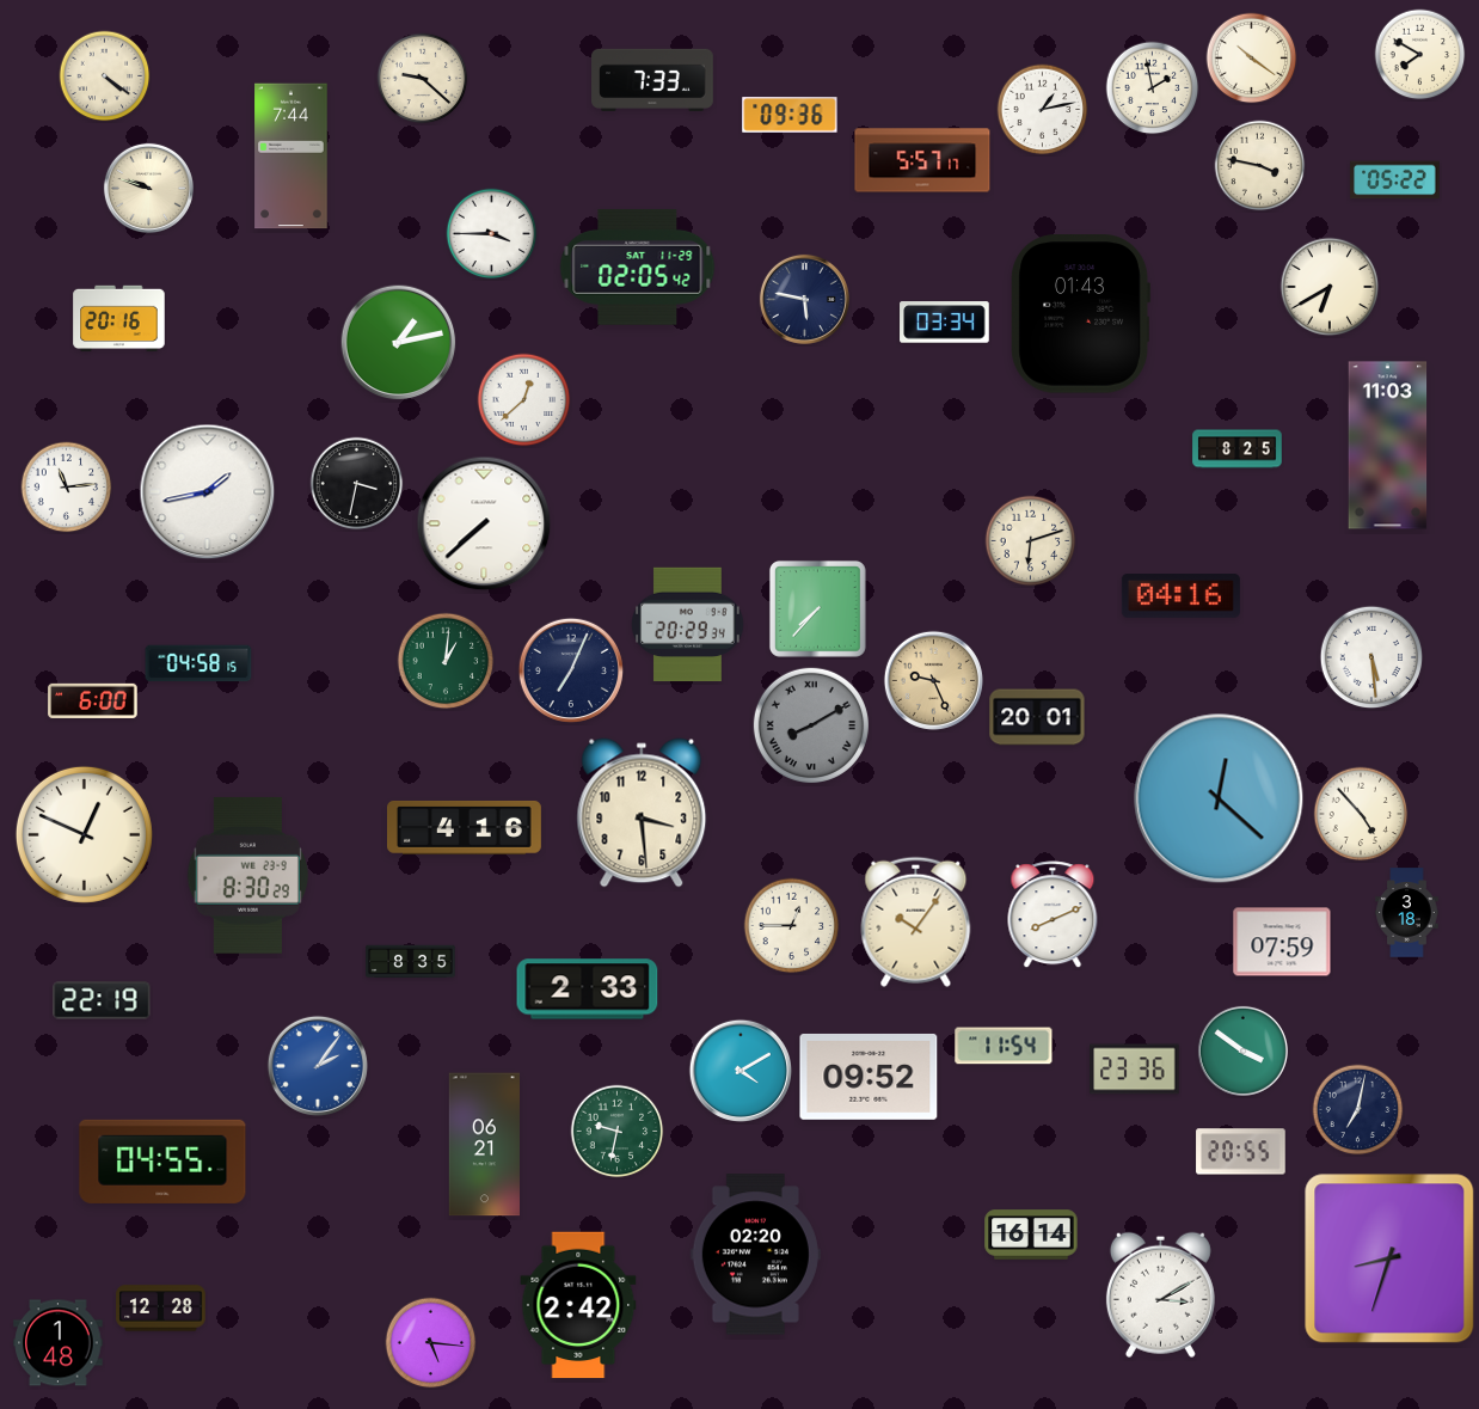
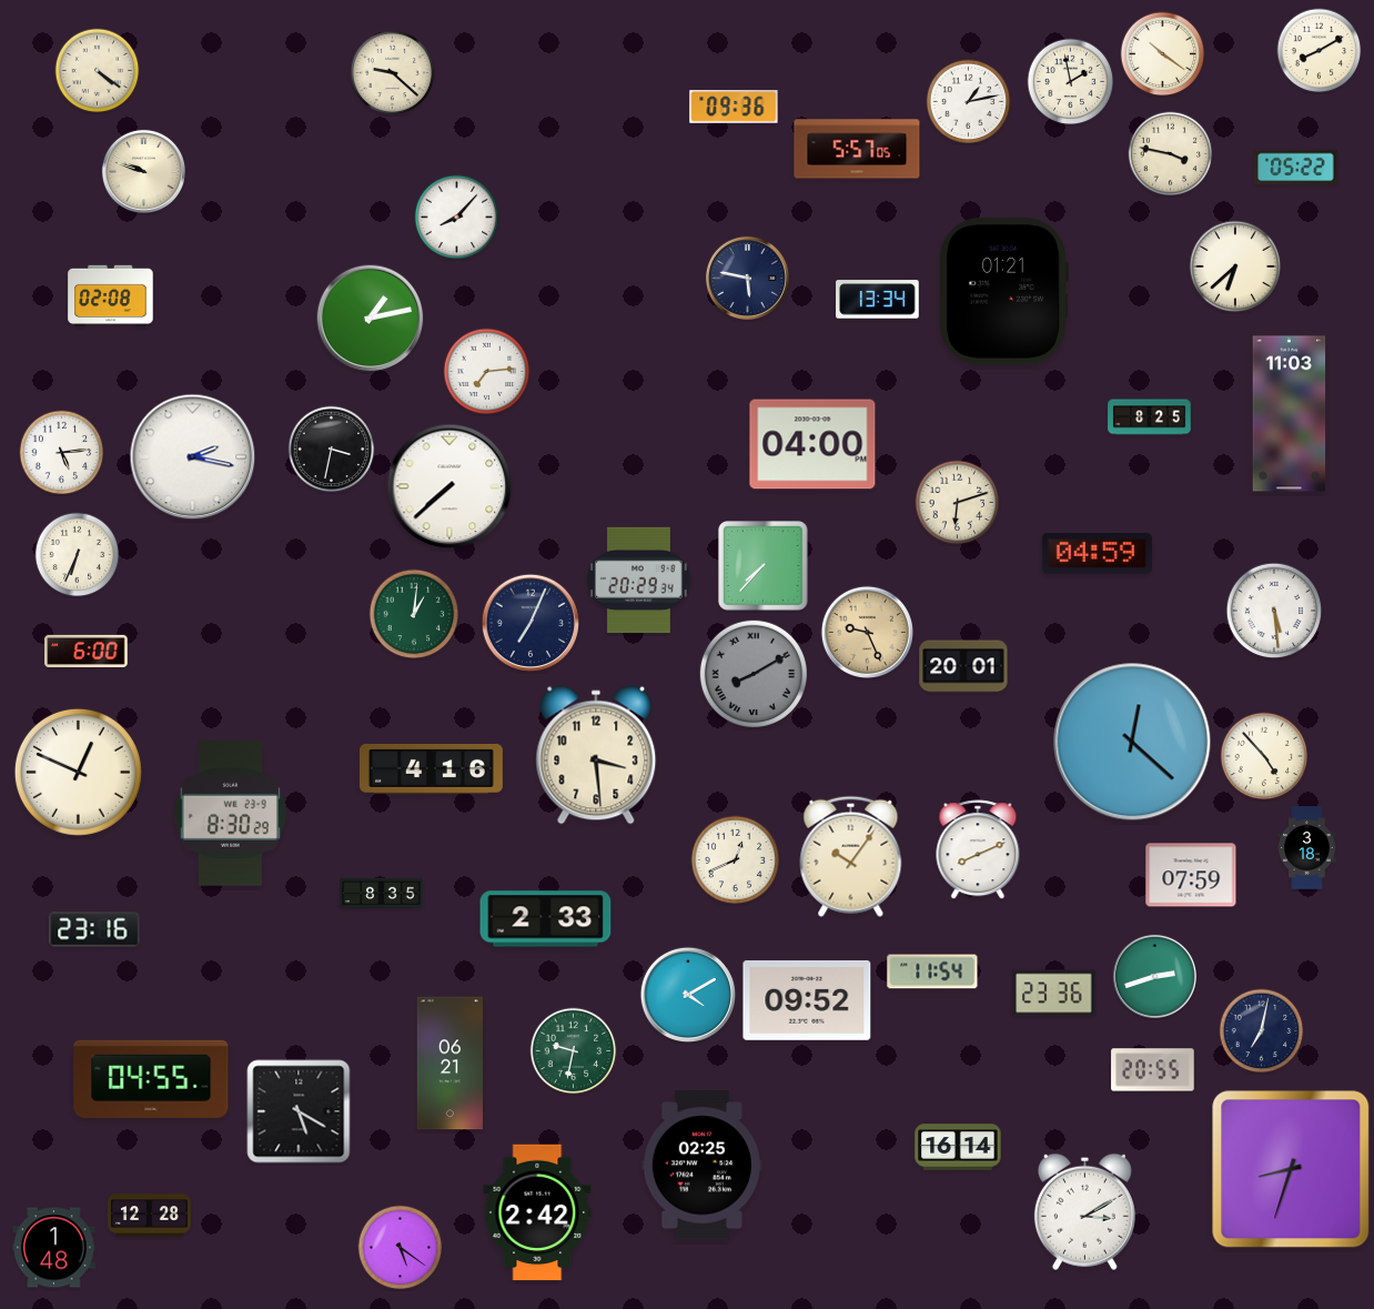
clock at (1420, 55): 7:50 -> 8:10
clock at (652, 79): 7:33 -> none
clock at (291, 157): 7:44 -> none
clock at (922, 160): 5:57:17 -> 5:57:05
clock at (148, 188) position: (148, 188) -> (143, 171)
clock at (492, 234): 3:45 -> 8:07
clock at (638, 267): 02:05 -> none
clock at (1330, 287): 6:40 -> 6:38
clock at (1080, 314): 01:43 -> 01:21
clock at (119, 319): 20:16 -> 02:08
clock at (945, 323): 03:34 -> 13:34
clock at (524, 400): 12:38 -> 7:14
clock at (812, 444): none -> 04:00
clock at (67, 488): 11:14 -> 5:14
clock at (208, 492): 1:43 -> 2:17
clock at (1180, 596): 04:16 -> 04:59
clock at (78, 555): none -> 6:34
clock at (817, 608) position: (817, 608) -> (762, 565)
clock at (198, 663): 04:58 -> none
clock at (84, 834) position: (84, 834) -> (78, 772)
clock at (792, 926): 12:45 -> 12:41
clock at (102, 1000): 22:19 -> 23:16
clock at (1242, 1050): 3:51 -> 2:42
clock at (318, 1066): 2:06 -> none
clock at (299, 1111): none -> 5:20
clock at (755, 1255): 02:20 -> 02:25
clock at (1160, 1294) position: (1160, 1294) -> (1084, 1211)
clock at (431, 1343): 5:16 -> 5:21
